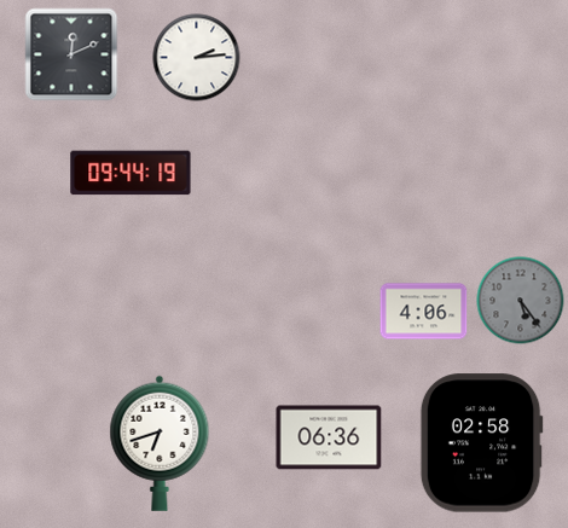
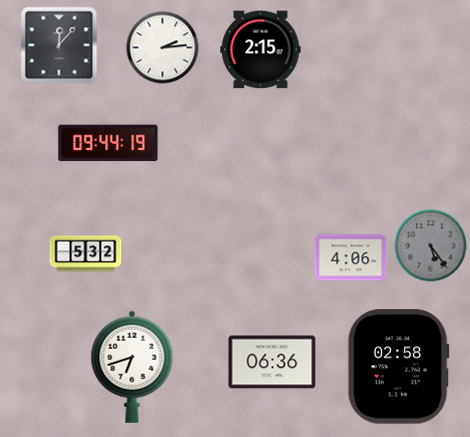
clock at (71, 54): 12:11 -> 12:07
clock at (261, 50): none -> 2:15
clock at (521, 301) position: (521, 301) -> (431, 246)
clock at (86, 254): none -> 5:32
